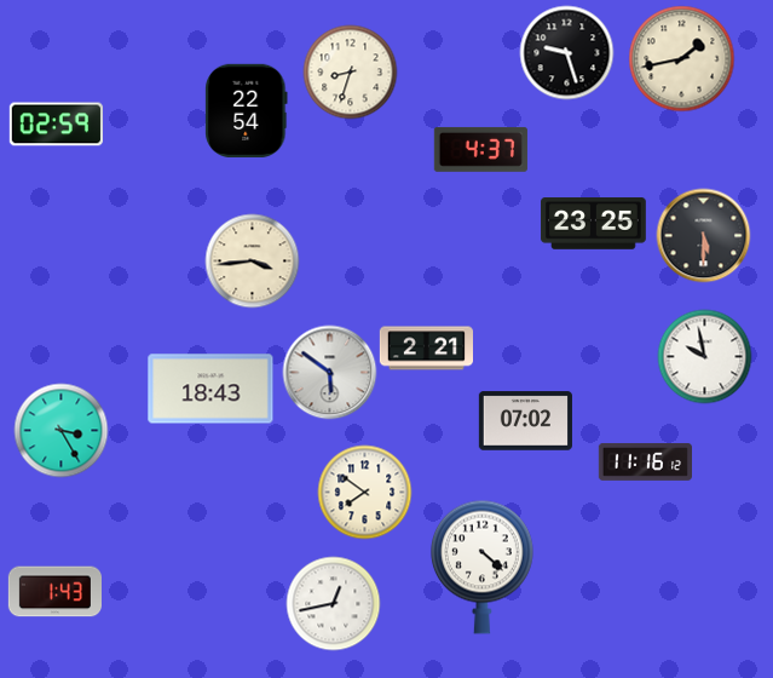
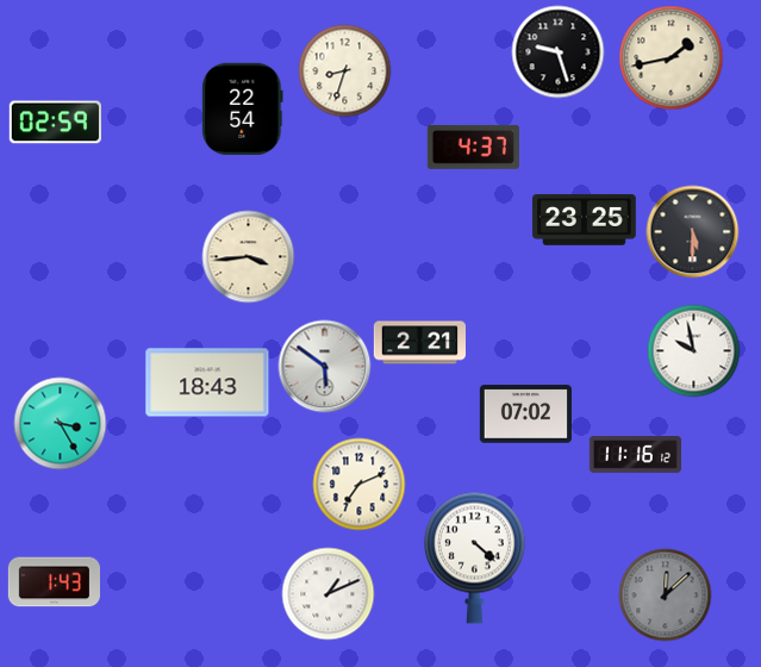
clock at (525, 421) position: (525, 421) -> (525, 414)
clock at (364, 492): 7:51 -> 7:11
clock at (333, 603): 12:43 -> 1:11
clock at (665, 594): none -> 12:08
